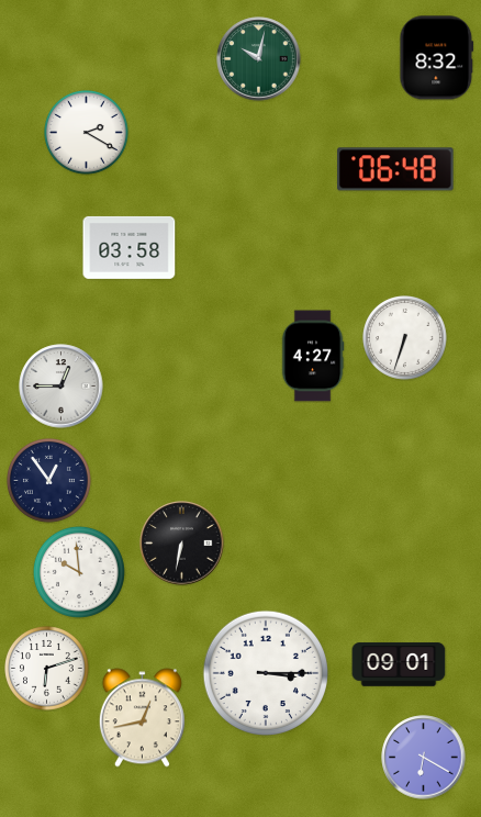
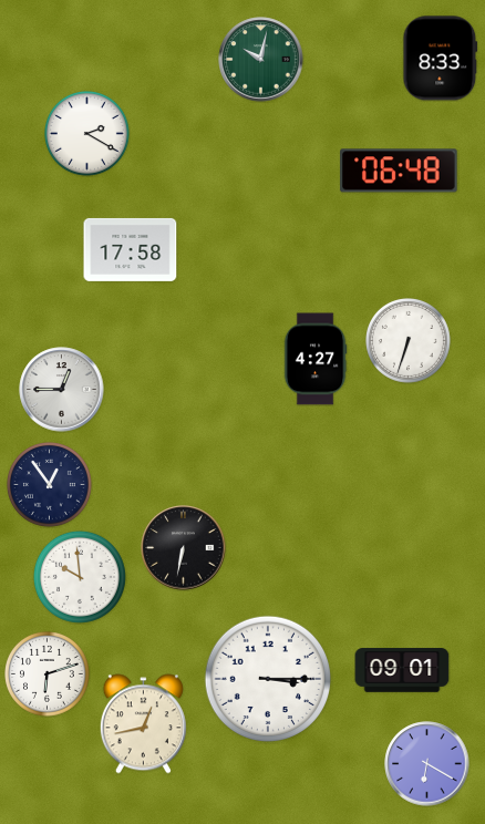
clock at (437, 58): 8:32 -> 8:33
clock at (130, 247): 03:58 -> 17:58
